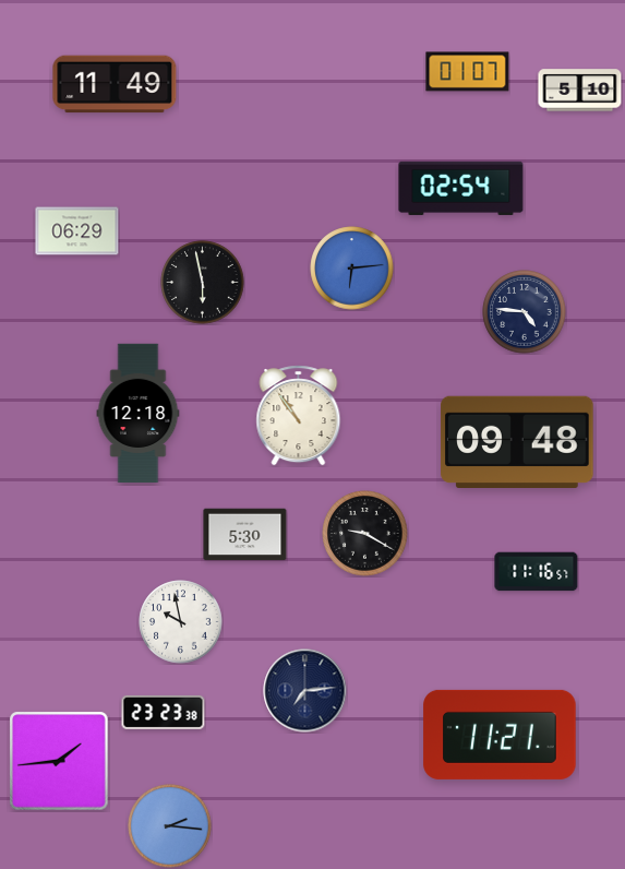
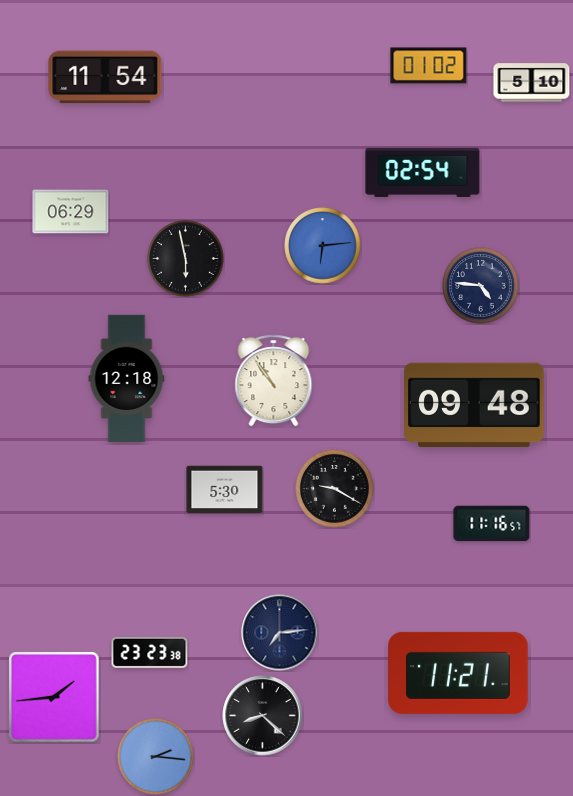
clock at (468, 72): 01:07 -> 01:02
clock at (115, 84): 11:49 -> 11:54
clock at (181, 622): 9:58 -> none
clock at (263, 716): none -> 8:22
